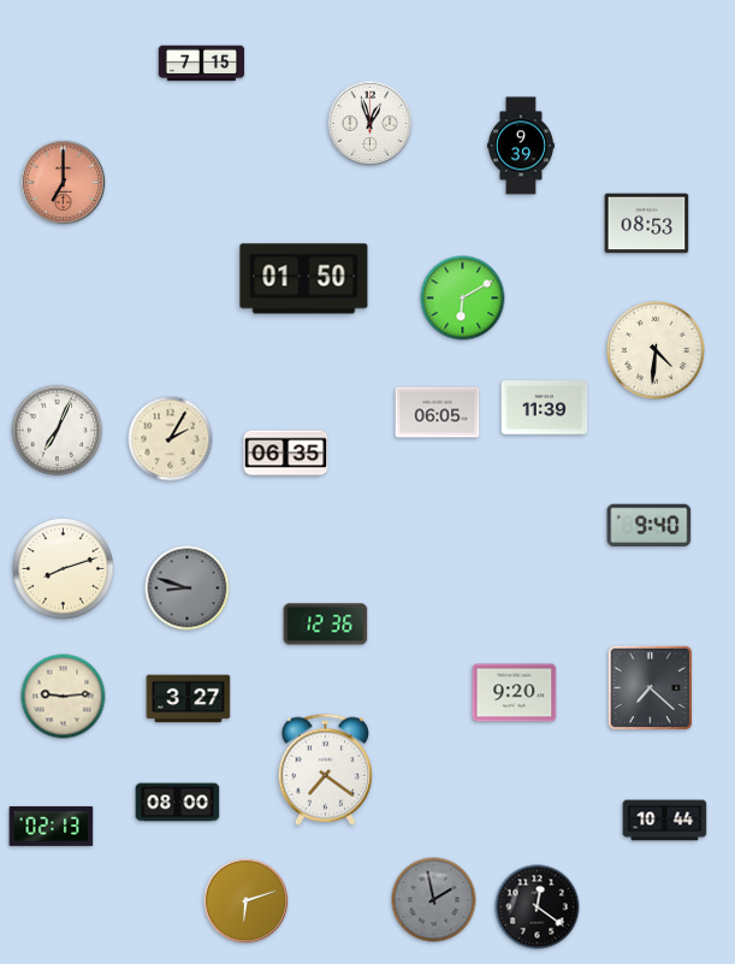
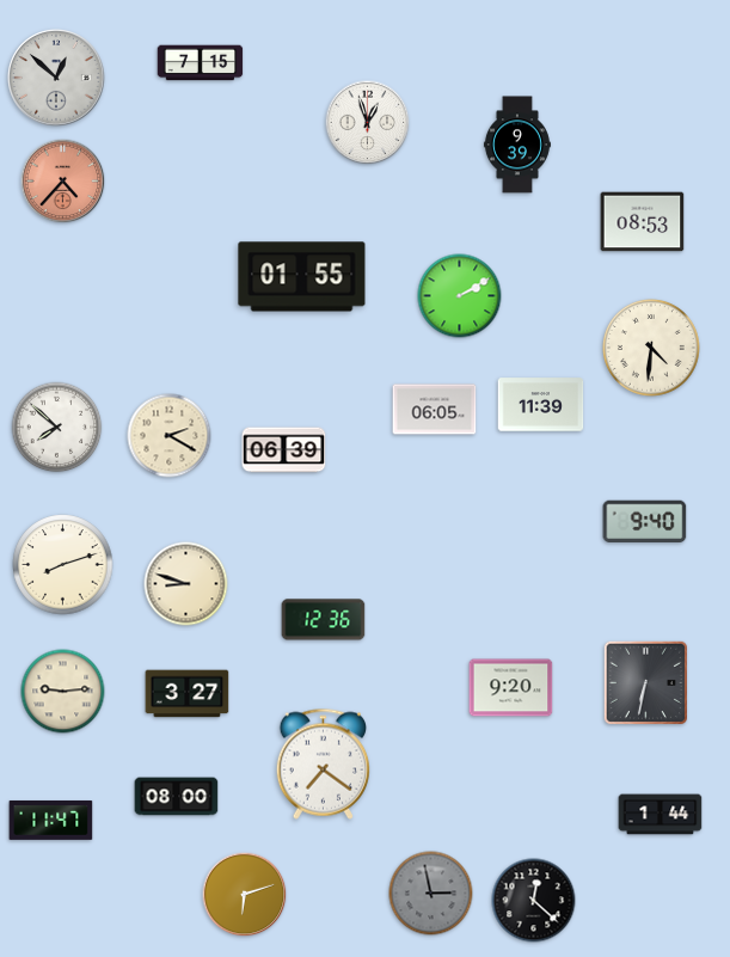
clock at (56, 78): none -> 12:52
clock at (64, 183): 7:00 -> 4:37
clock at (304, 279): 01:50 -> 01:55
clock at (463, 298): 6:10 -> 2:10
clock at (58, 431): 7:04 -> 7:52
clock at (171, 439): 2:05 -> 2:20
clock at (286, 454): 06:35 -> 06:39
clock at (188, 589) dial: grey -> cream
clock at (650, 687): 7:22 -> 6:32
clock at (665, 821): 10:44 -> 1:44
clock at (52, 826): 02:13 -> 11:47
clock at (434, 900): 1:58 -> 2:58
clock at (538, 907): 12:21 -> 12:22
